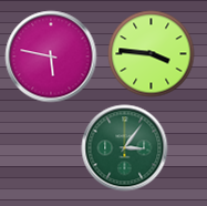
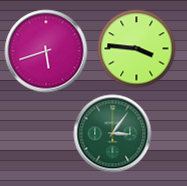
clock at (51, 56): 5:47 -> 5:42
